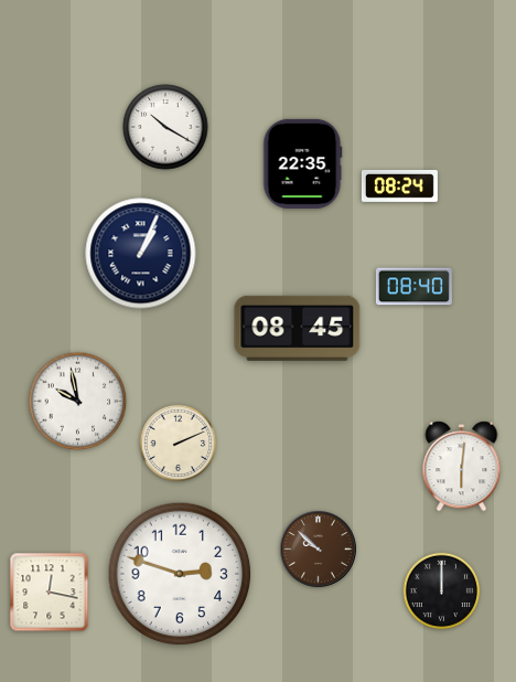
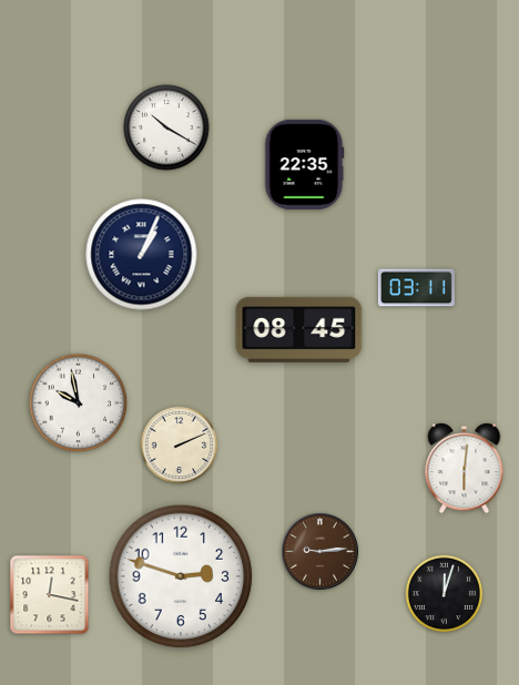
clock at (399, 185): 08:24 -> none
clock at (413, 287): 08:40 -> 03:11
clock at (319, 550): 9:52 -> 9:14
clock at (442, 592): 12:00 -> 12:03
